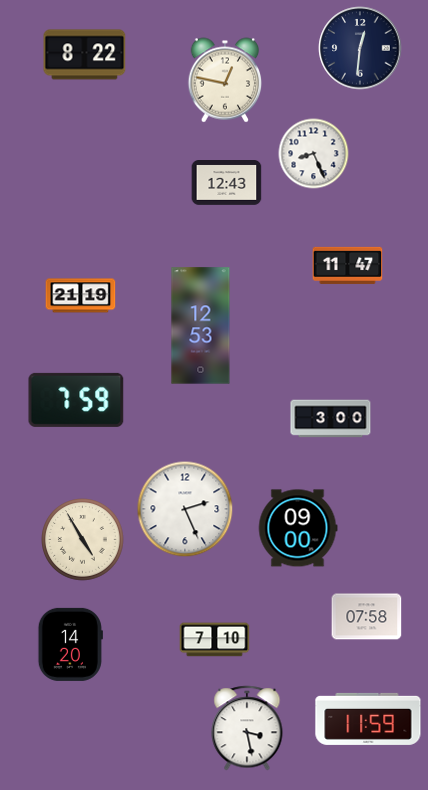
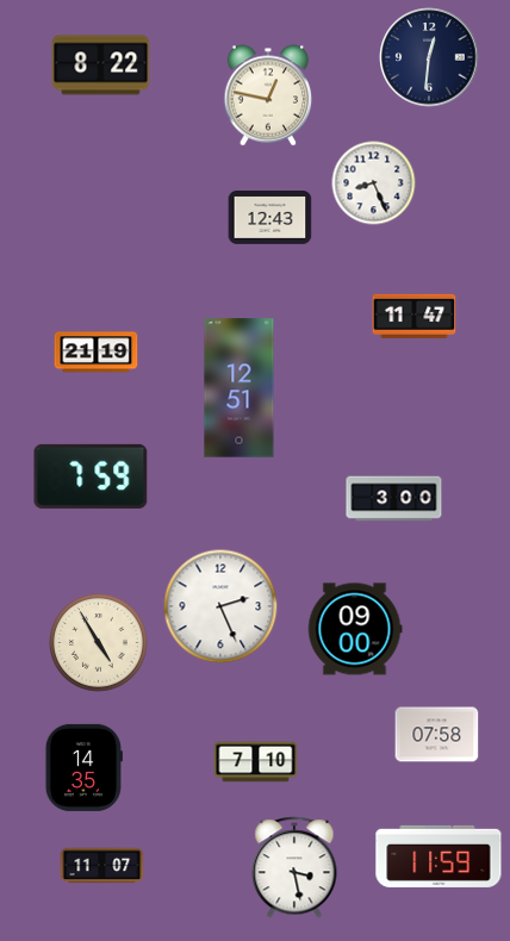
clock at (201, 326): 12:53 -> 12:51
clock at (70, 644): 14:20 -> 14:35
clock at (102, 866): none -> 11:07
